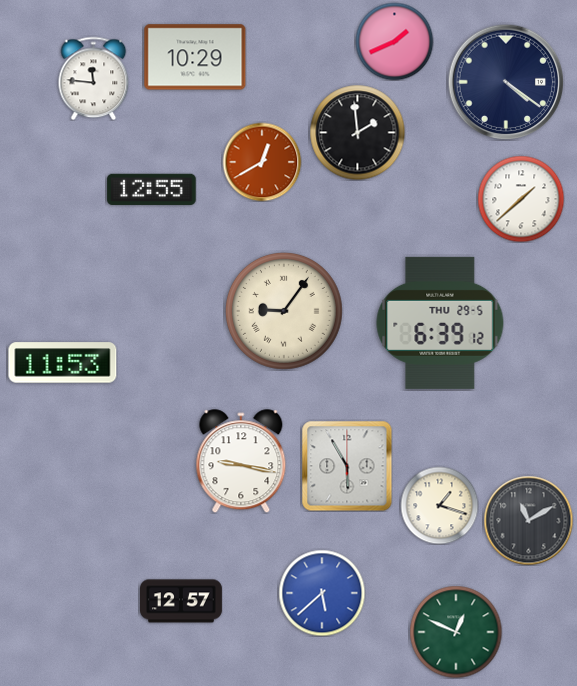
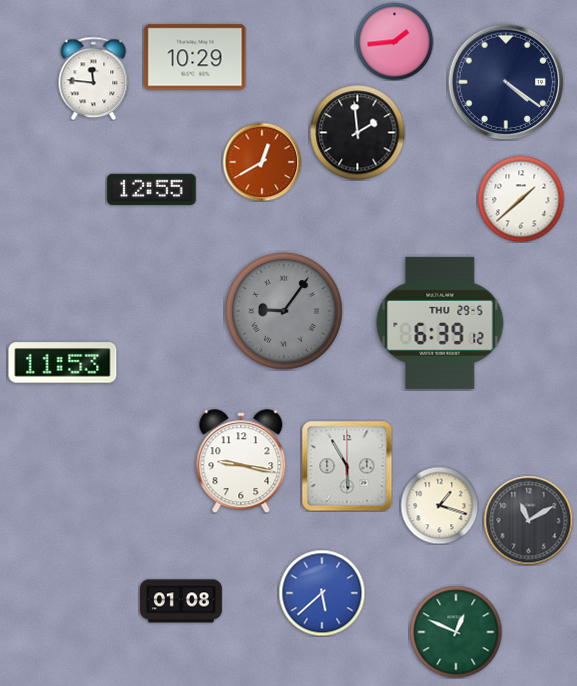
clock at (394, 41): 1:41 -> 1:44
clock at (284, 311) dial: cream -> grey
clock at (182, 601): 12:57 -> 01:08
